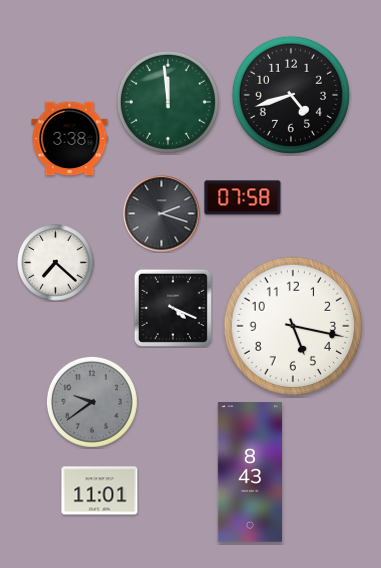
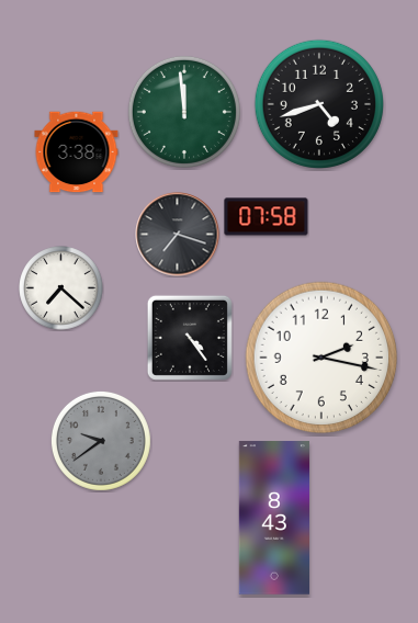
clock at (162, 214): 2:18 -> 7:18
clock at (173, 308): 4:19 -> 4:24
clock at (293, 326): 5:17 -> 2:17
clock at (100, 491): 11:01 -> none
